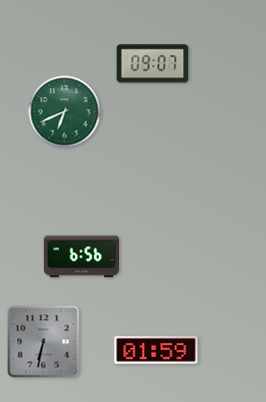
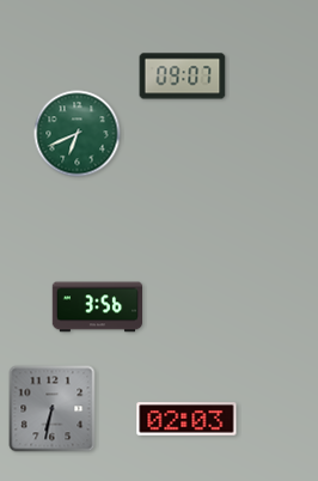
clock at (81, 257): 6:56 -> 3:56
clock at (156, 350): 01:59 -> 02:03
